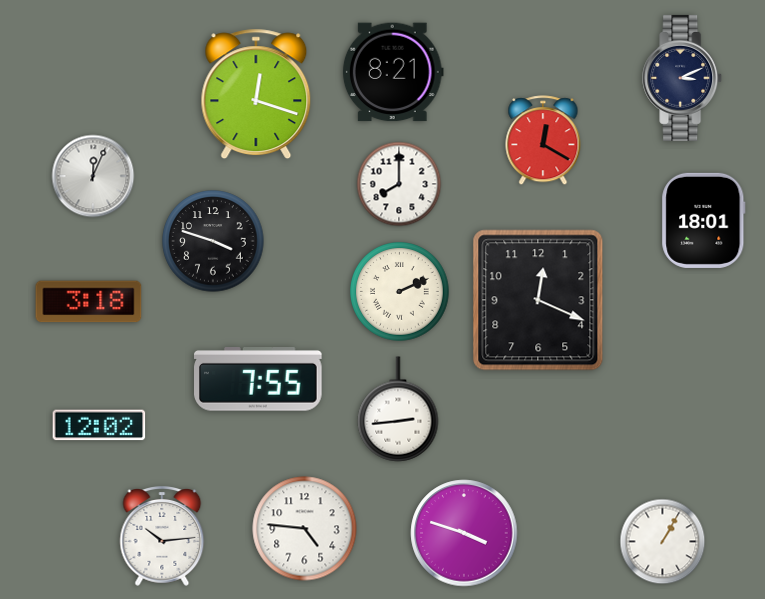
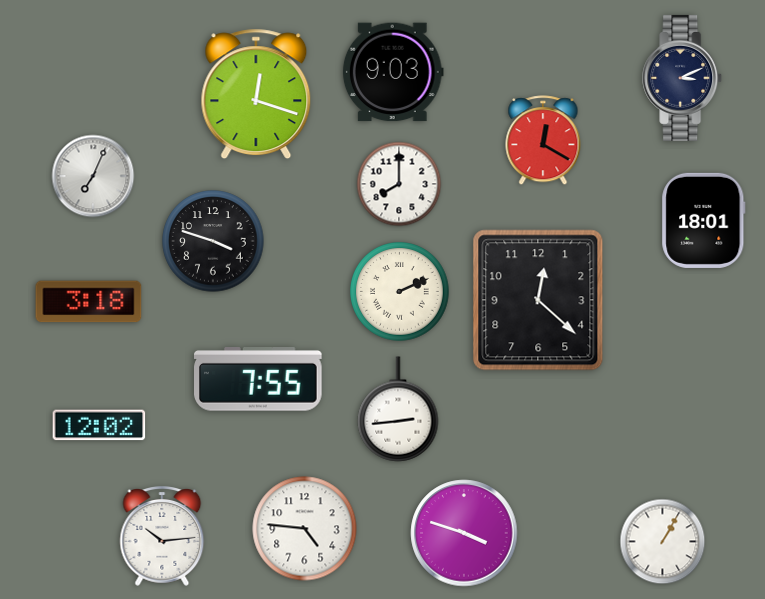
clock at (393, 72): 8:21 -> 9:03
clock at (93, 176): 12:04 -> 7:04
clock at (538, 300): 12:19 -> 12:22
